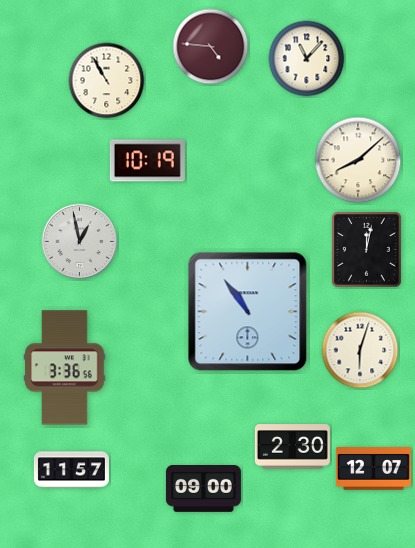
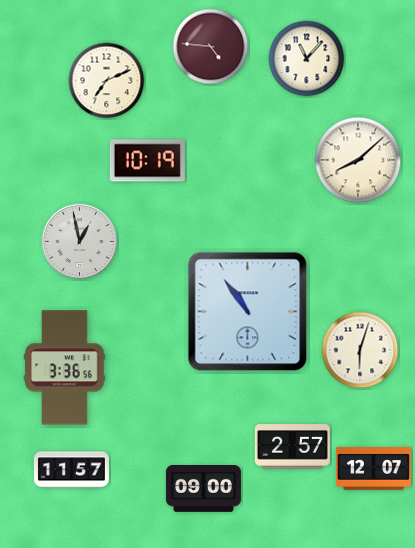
clock at (107, 81): 10:55 -> 7:11
clock at (367, 250): 12:02 -> none
clock at (292, 447): 2:30 -> 2:57
